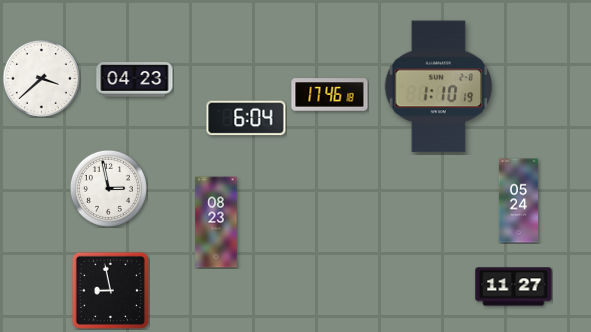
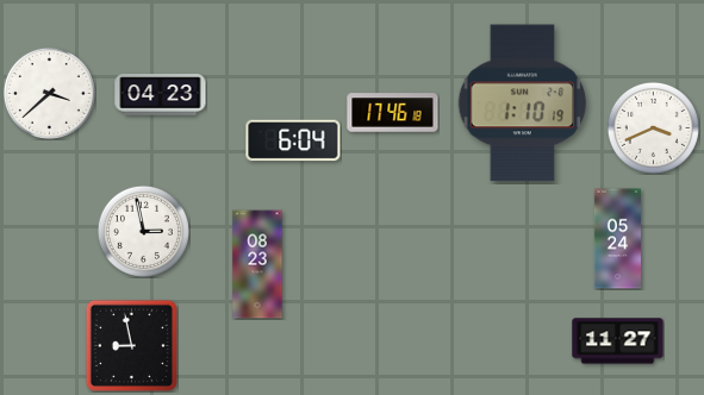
clock at (653, 127): none -> 3:41
clock at (108, 188) position: (108, 188) -> (143, 231)
clock at (514, 287) position: (514, 287) -> (618, 341)
